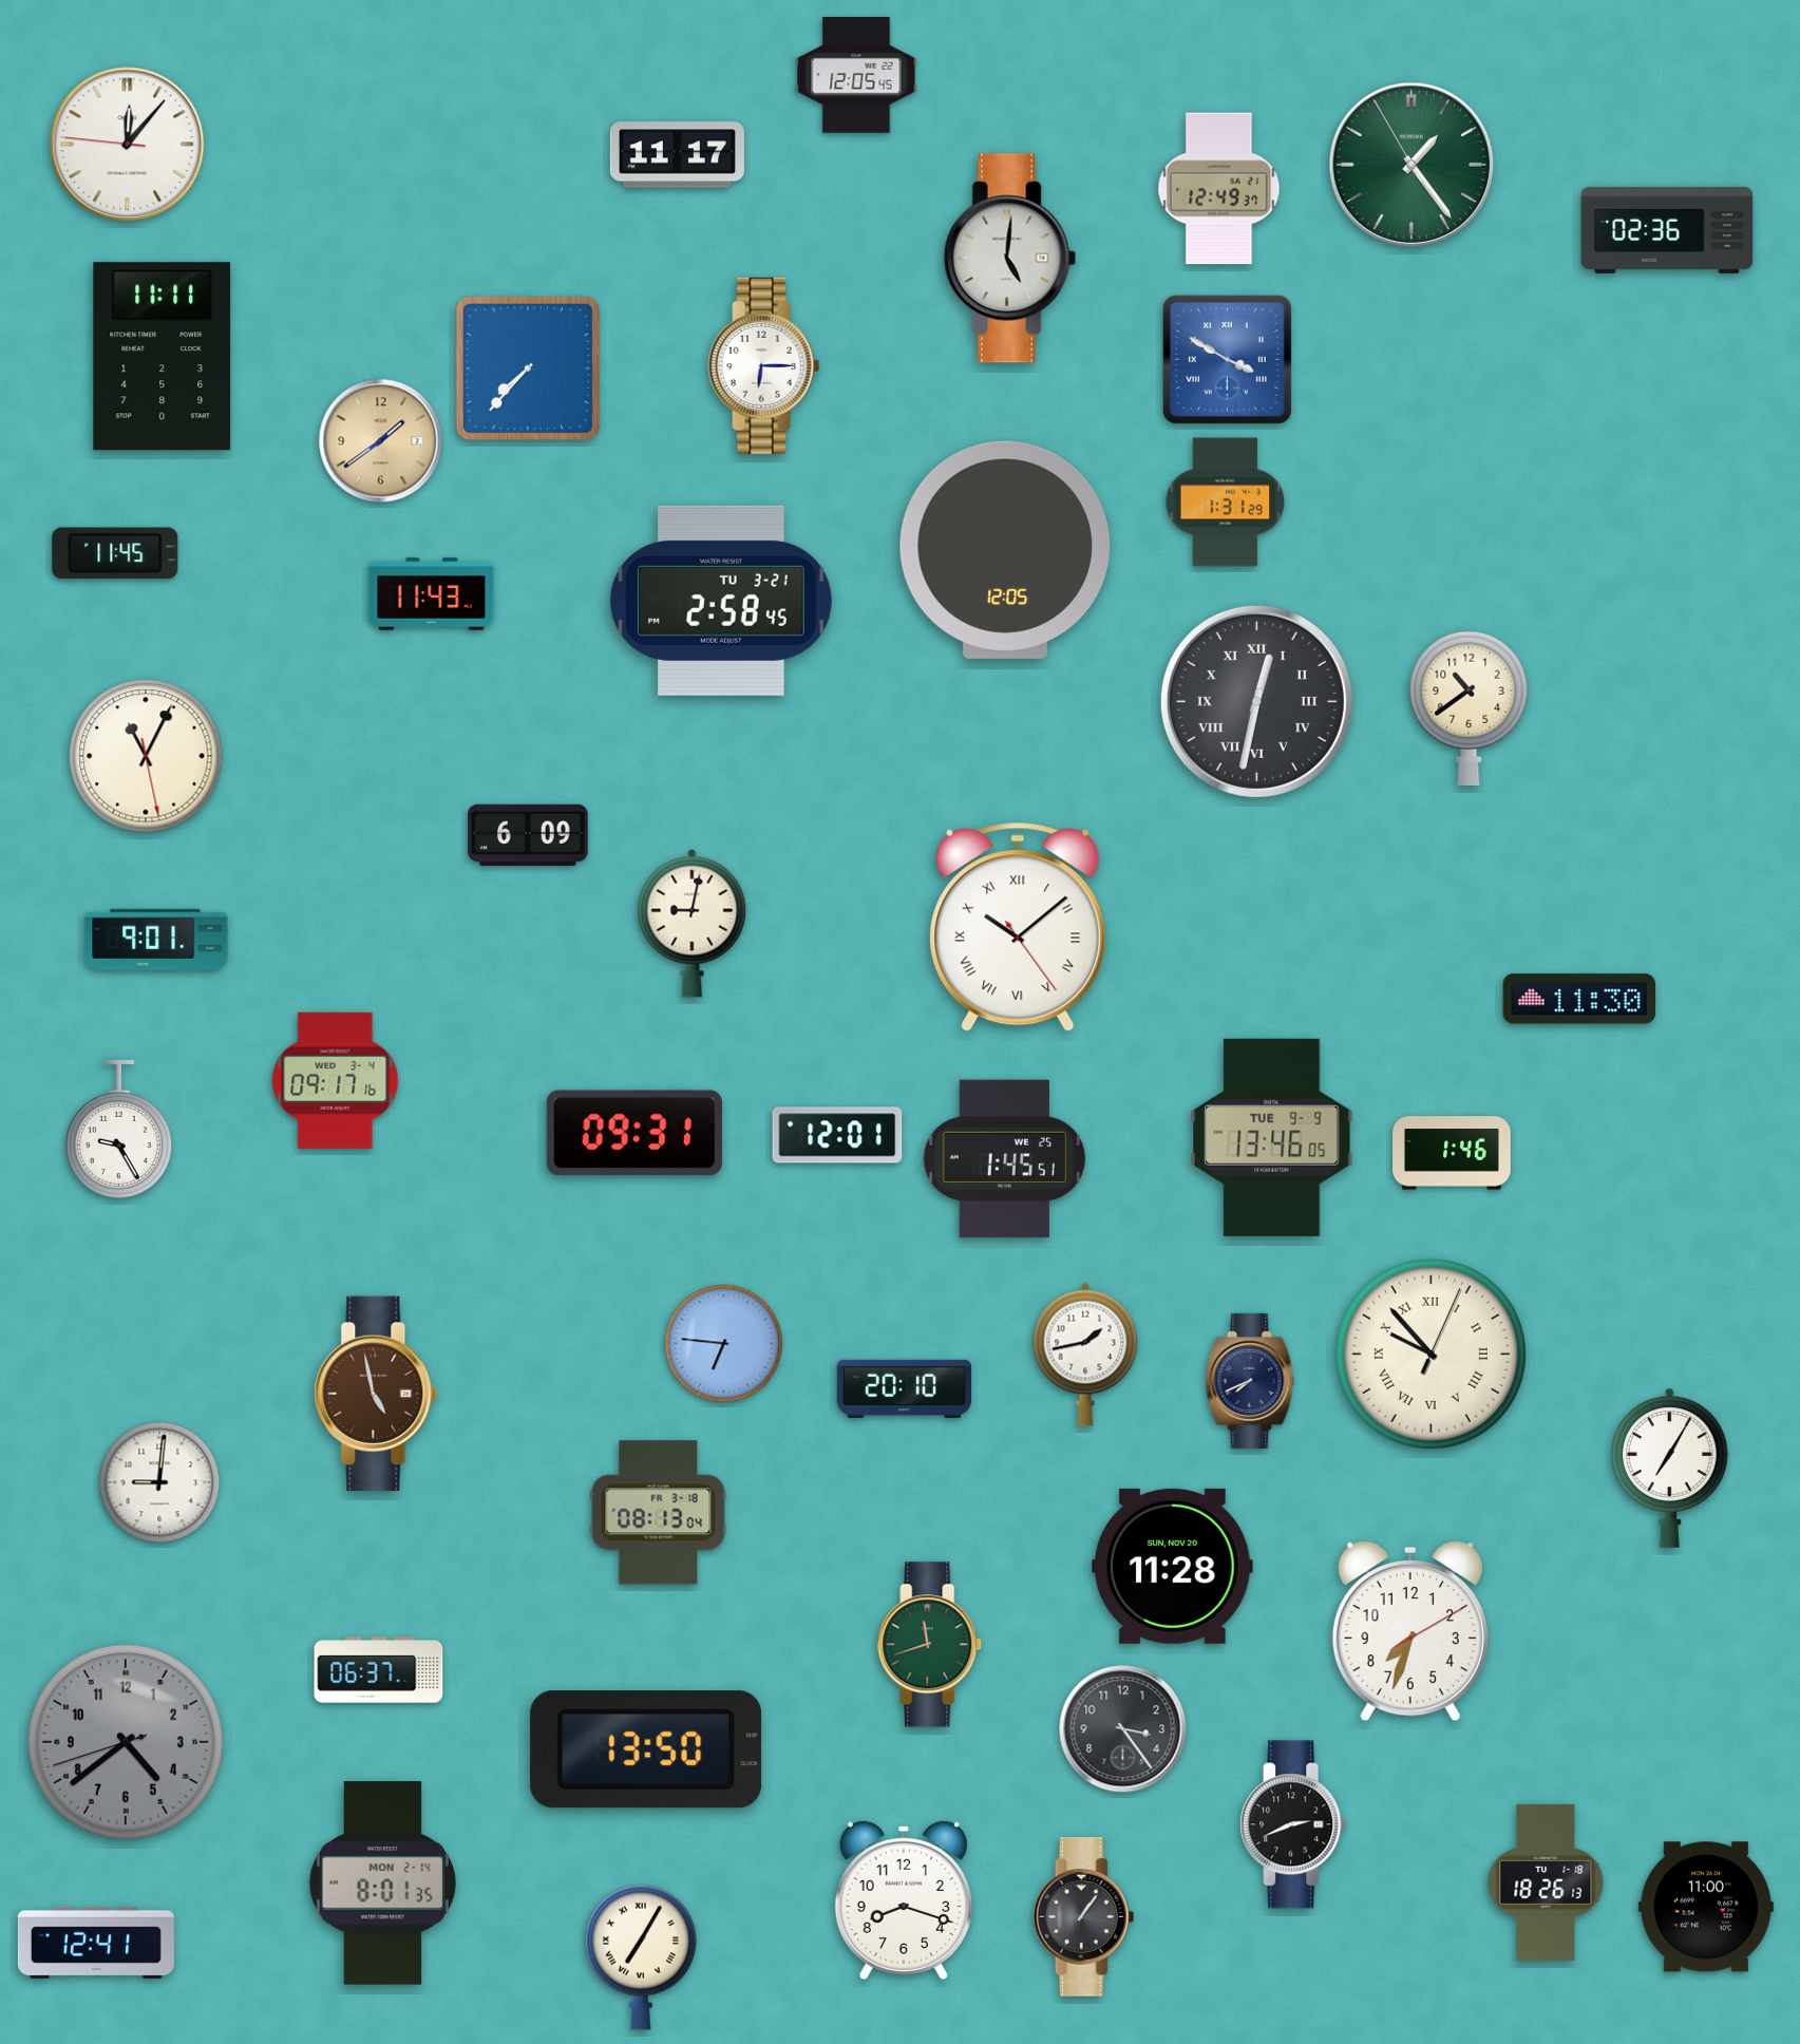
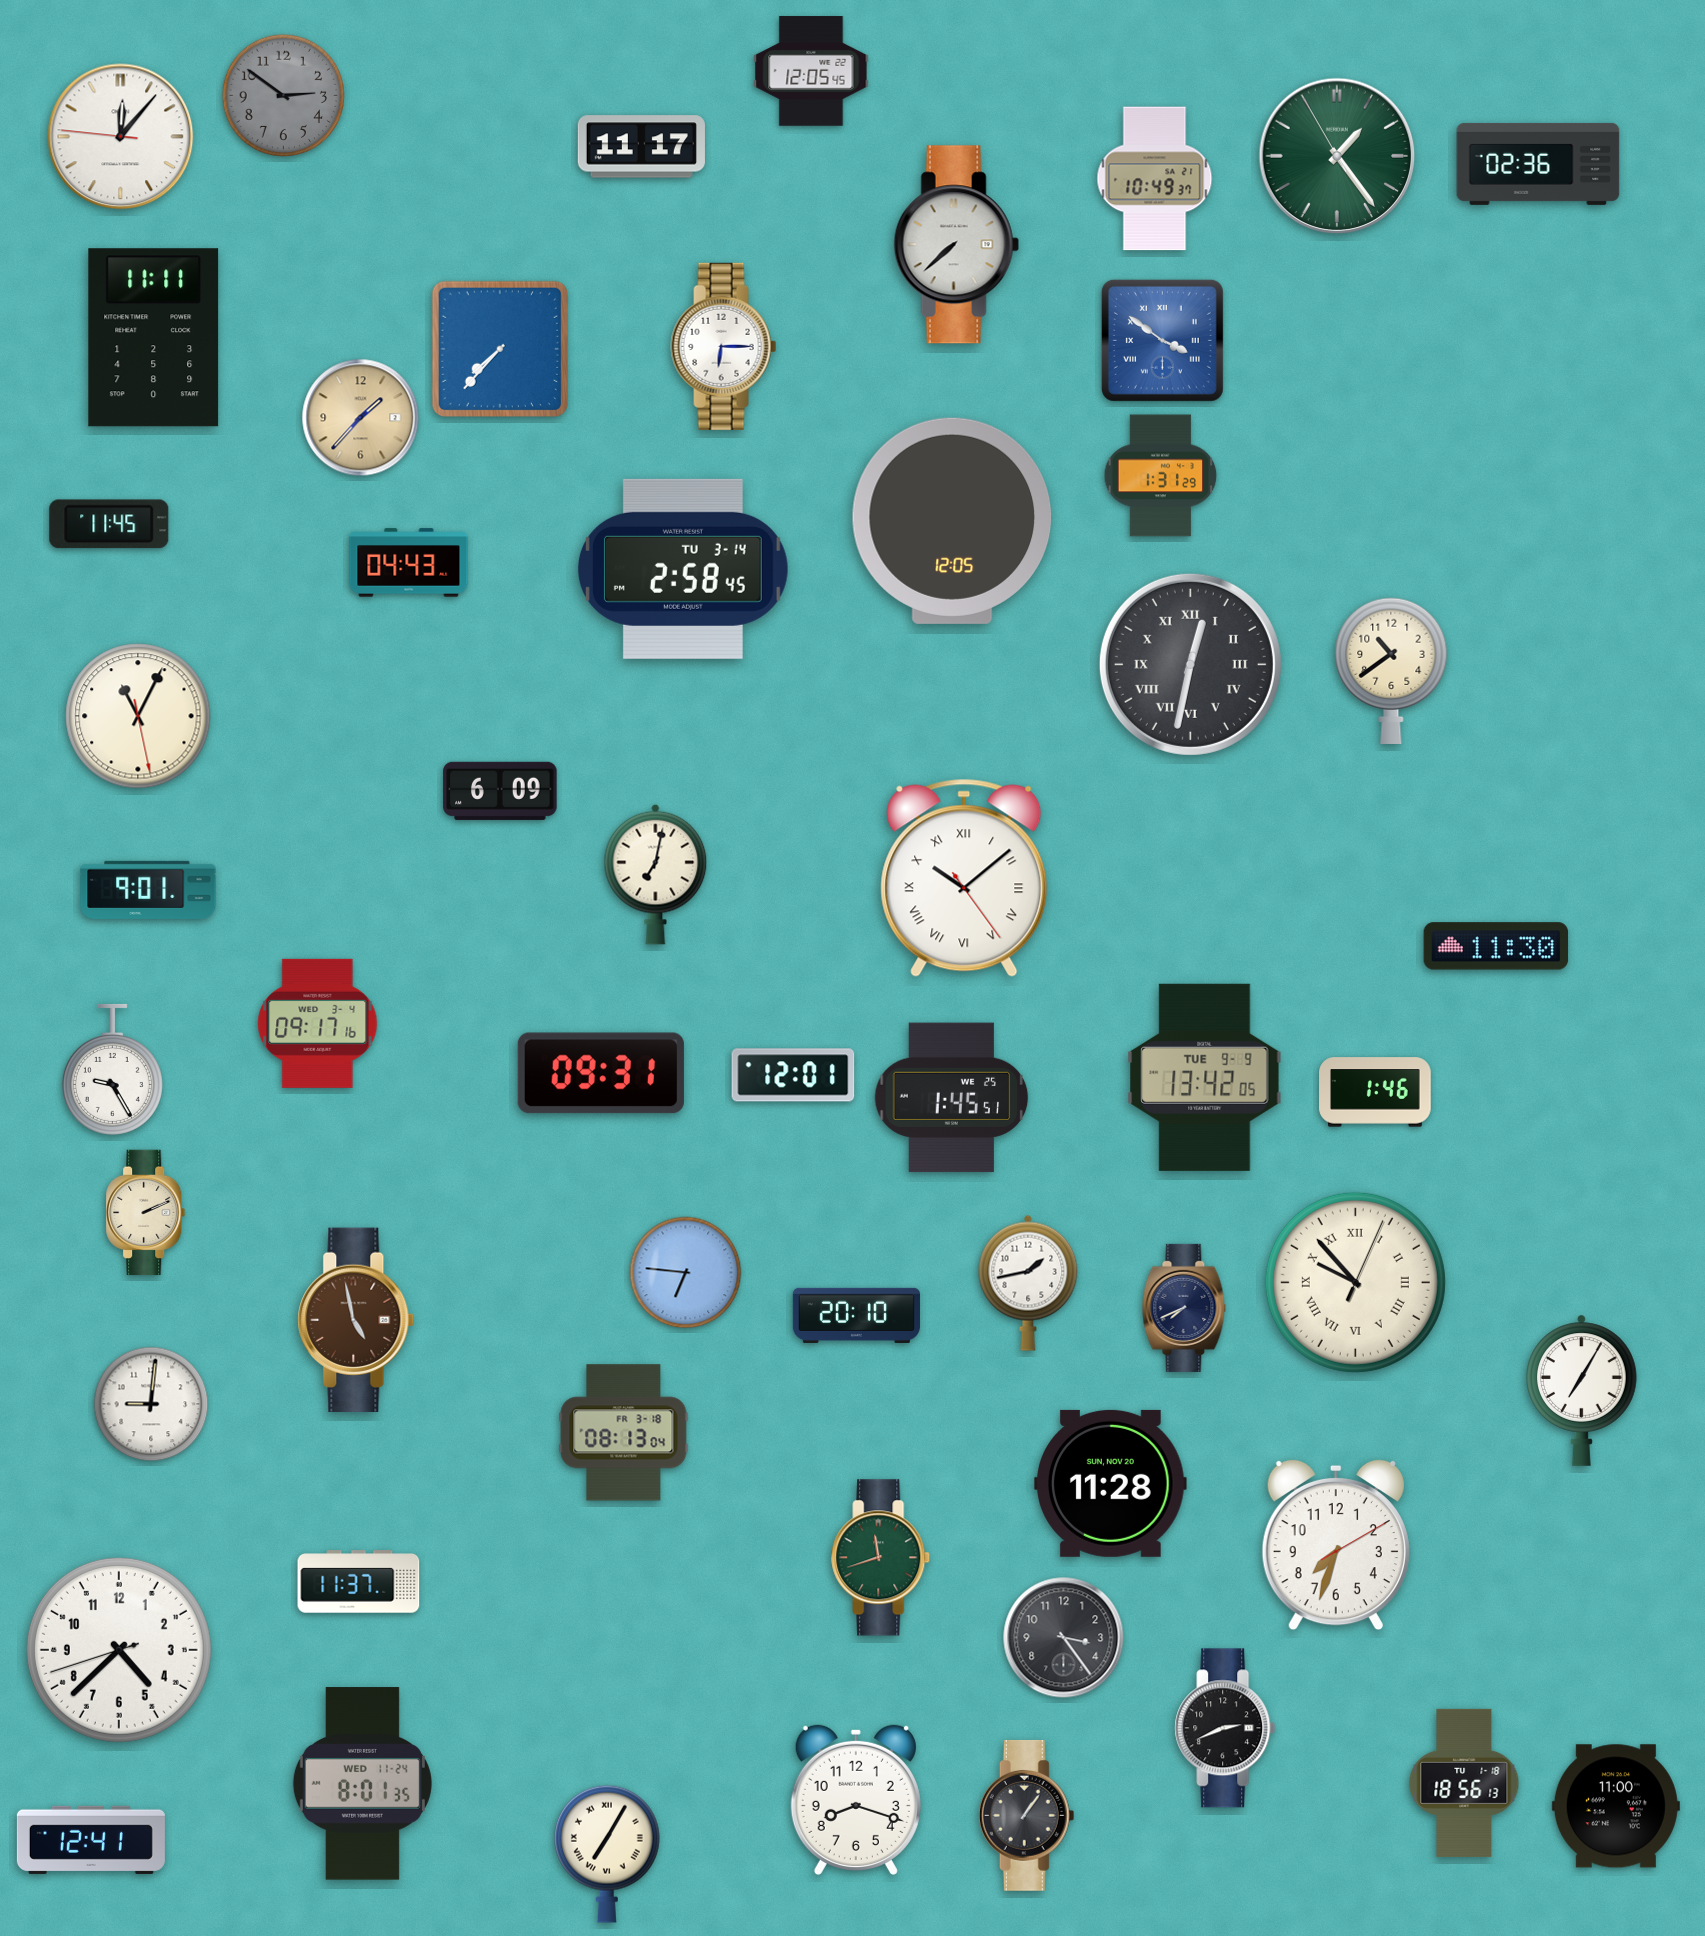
clock at (283, 95): none -> 2:51
clock at (1219, 189): 12:49 -> 10:49
clock at (1667, 230) position: (1667, 230) -> (1538, 164)
clock at (1009, 259): 5:01 -> 7:38
clock at (1227, 359): 3:50 -> 3:51
clock at (381, 441): 1:39 -> 1:37
clock at (432, 594): 11:43 -> 04:43
clock at (721, 601) date: TU 3-21 -> TU 3-14
clock at (693, 923): 9:02 -> 7:02
clock at (1272, 1137): 13:46 -> 13:42
clock at (146, 1213): none -> 2:11
clock at (379, 1670): 06:37 -> 11:37
clock at (126, 1742): 4:38 -> 4:37
clock at (126, 1742) dial: grey -> white
clock at (646, 1749): 13:50 -> none
clock at (1546, 1882): 18:26 -> 18:56
clock at (382, 1884) date: MON 2-14 -> WED 11-24
